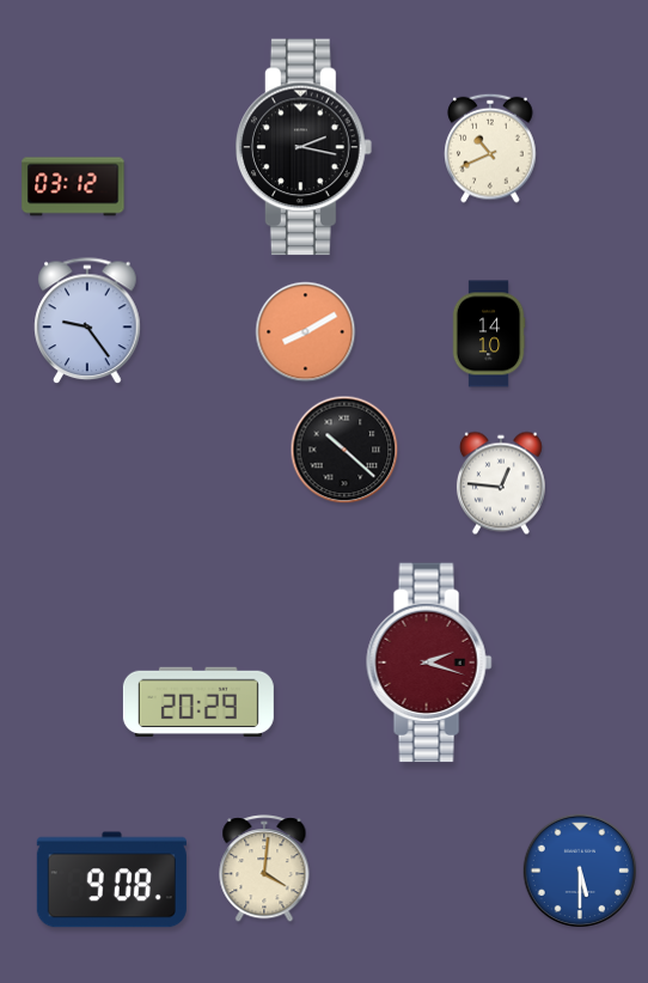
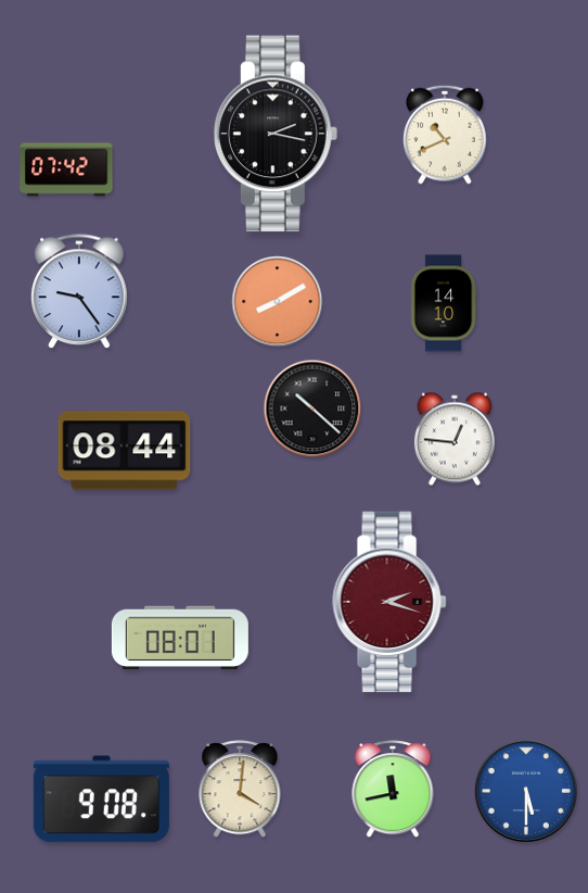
clock at (73, 187): 03:12 -> 07:42
clock at (125, 451): none -> 08:44
clock at (198, 701): 20:29 -> 08:01
clock at (393, 790): none -> 11:43
